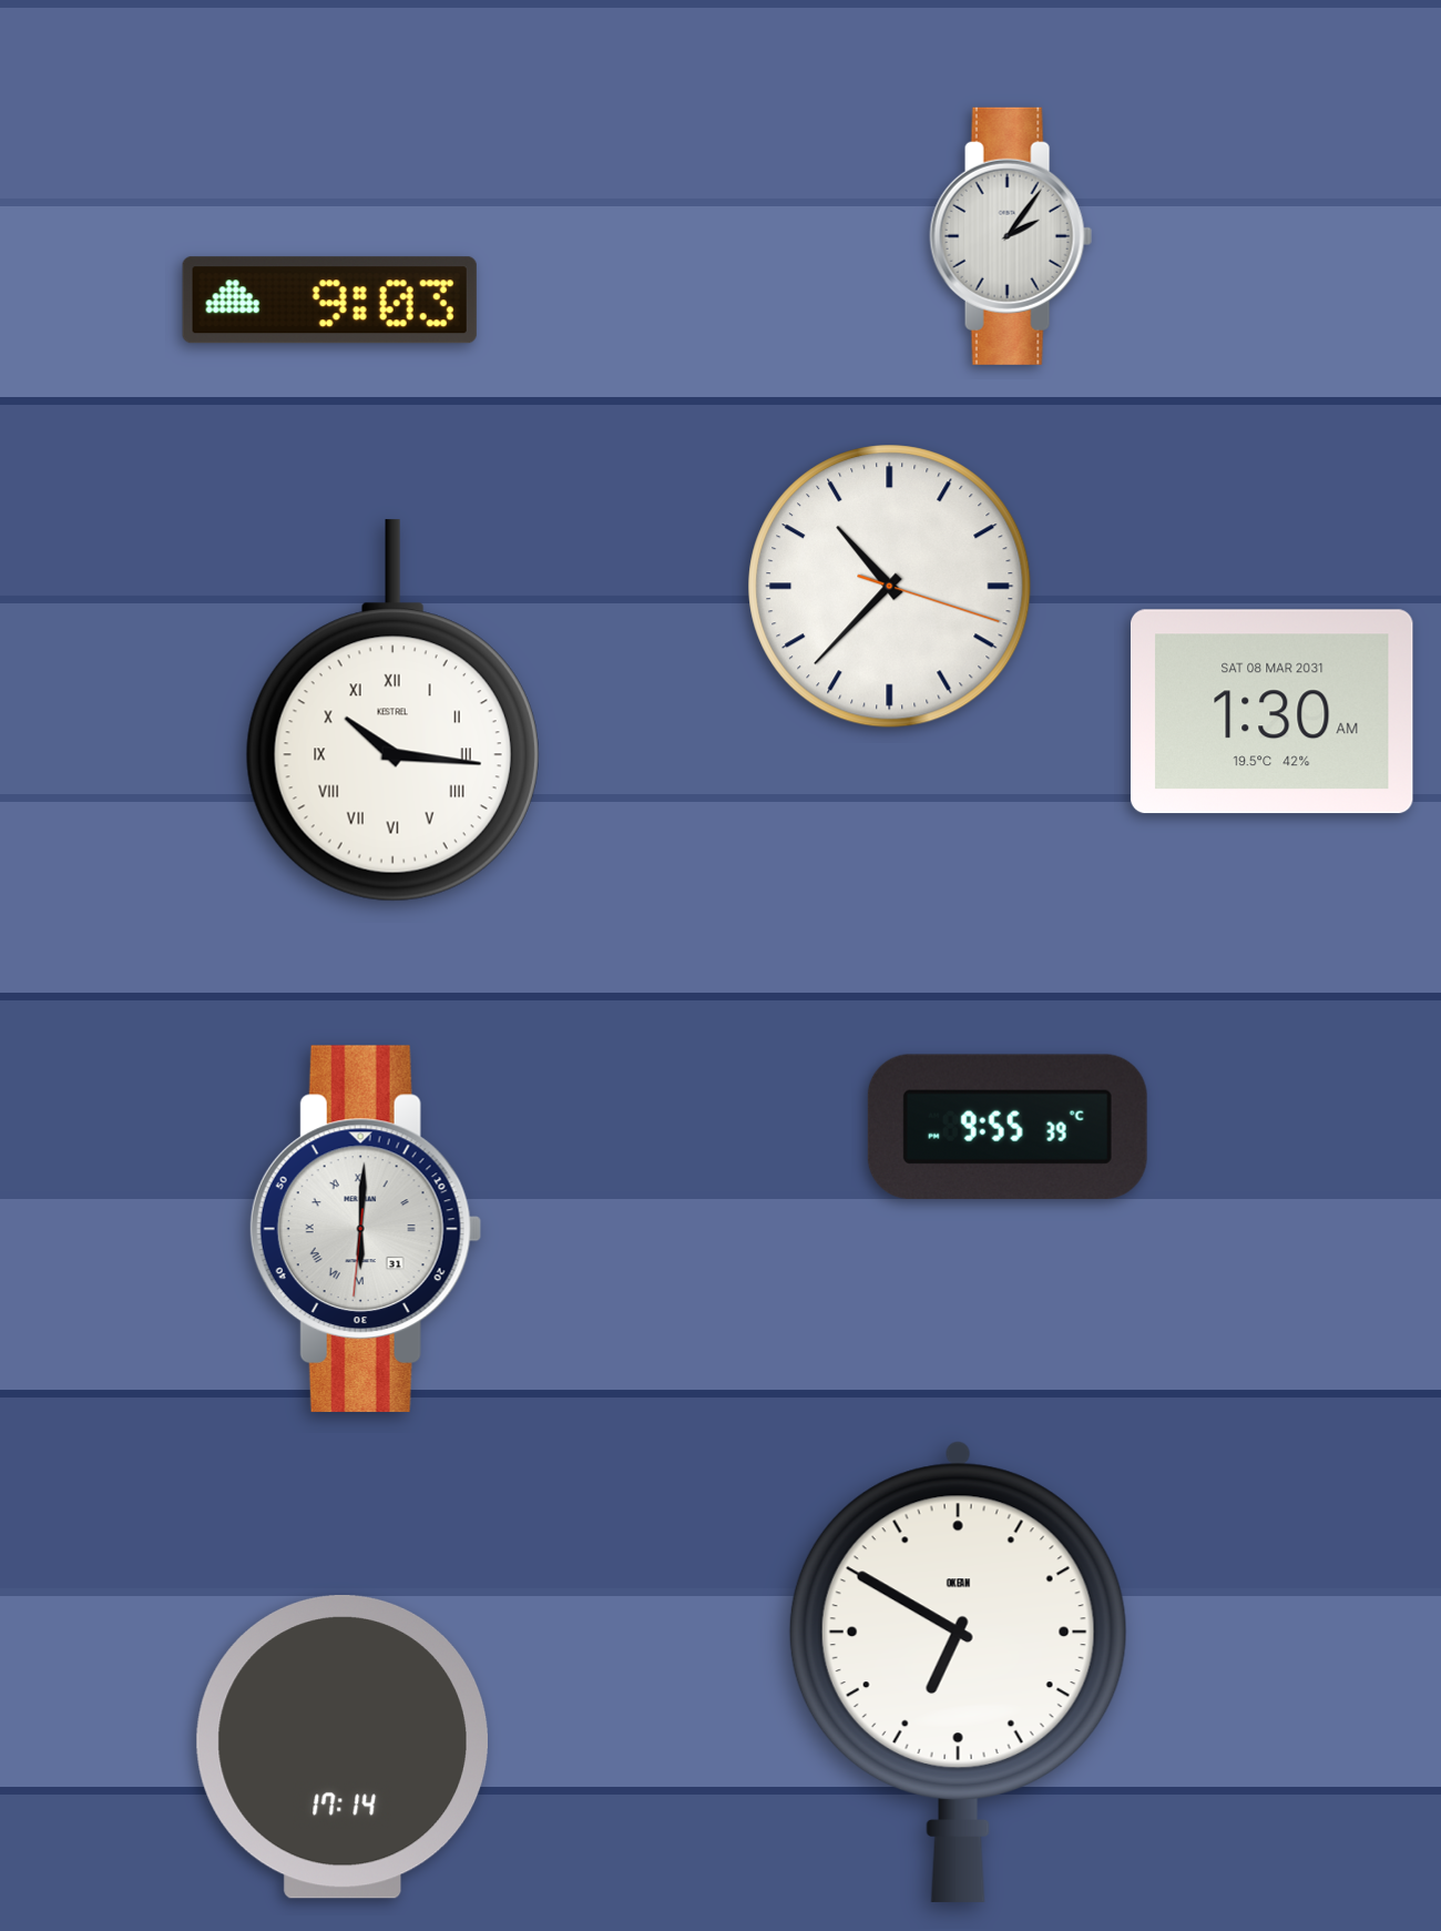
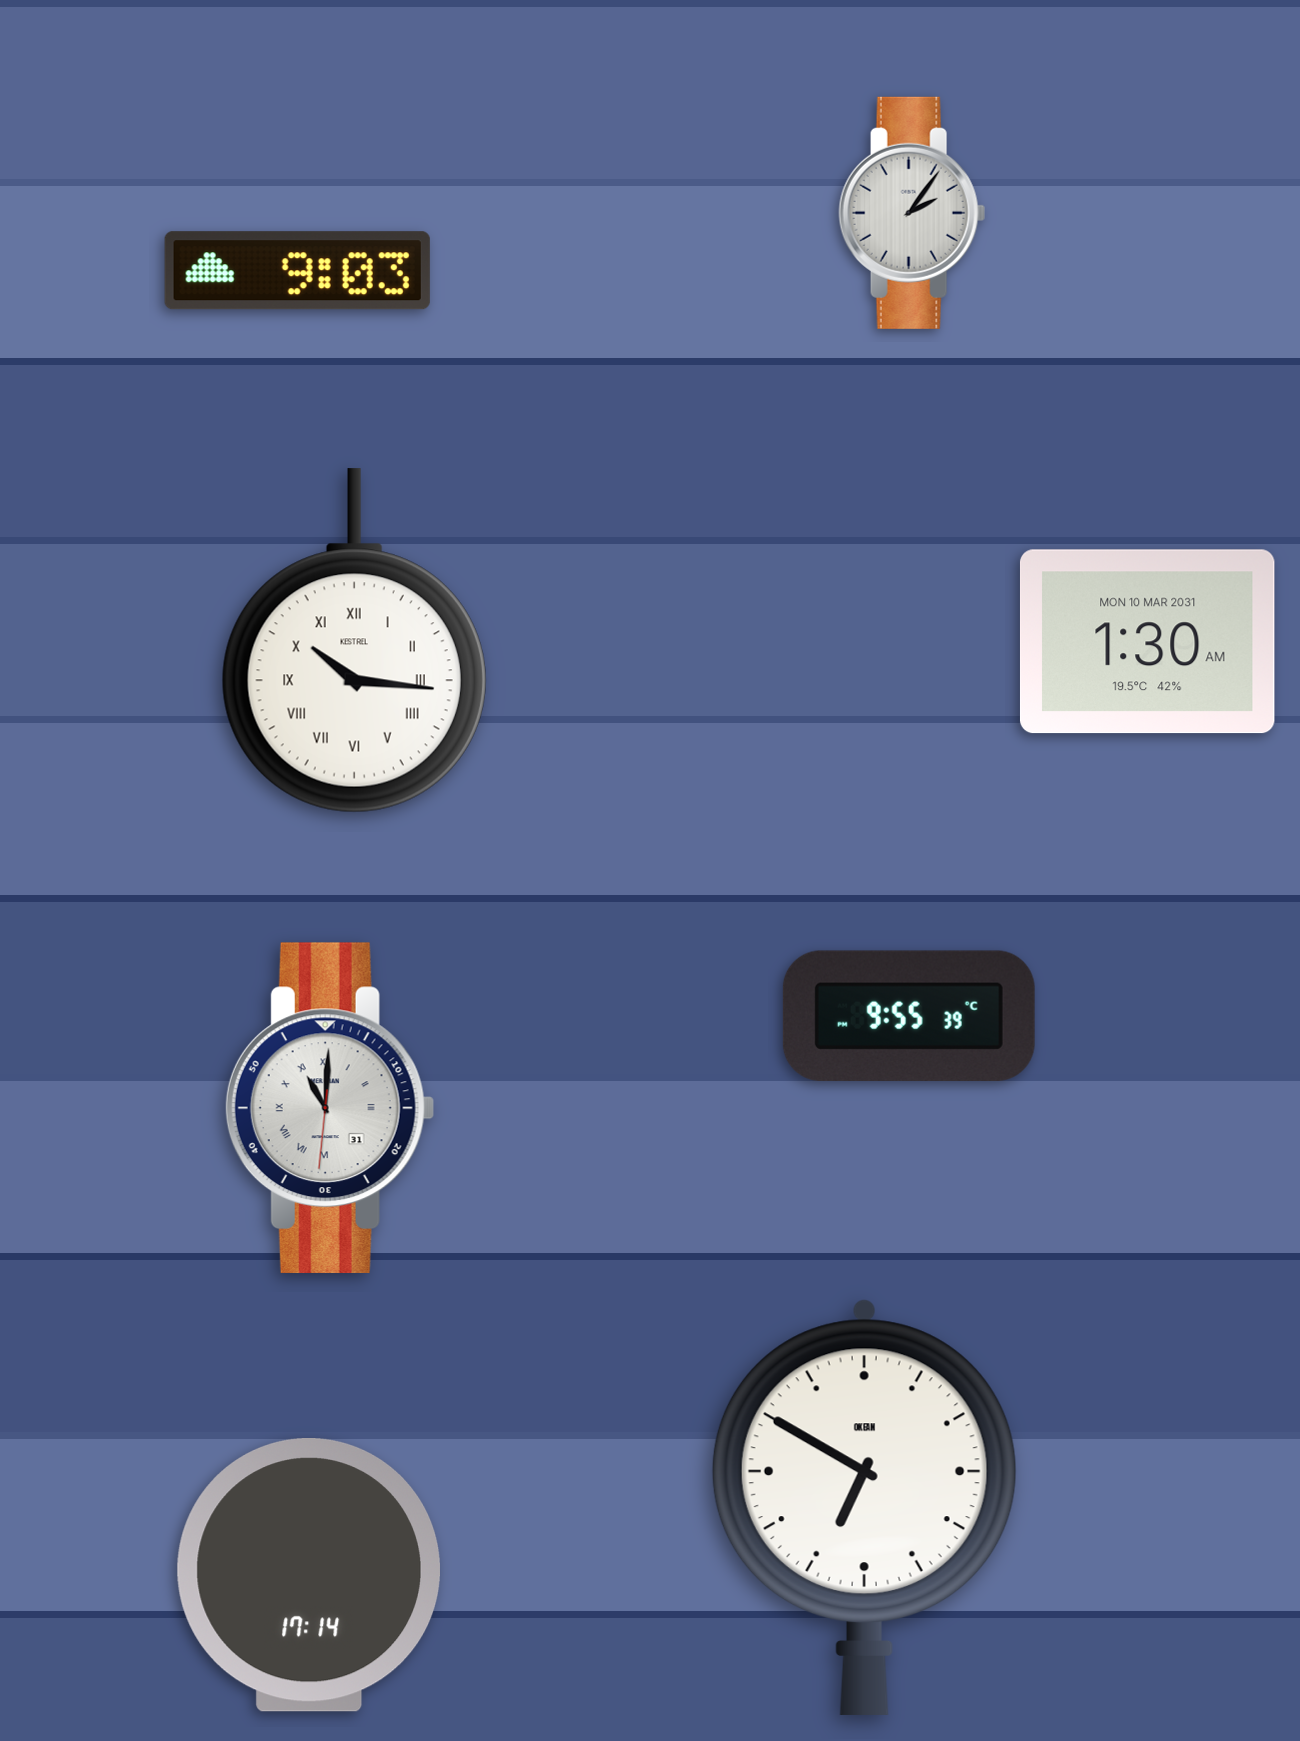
clock at (890, 587): 10:37 -> none
clock at (1271, 712) date: SAT 08 MAR 2031 -> MON 10 MAR 2031
clock at (366, 1229): 6:00 -> 11:00
